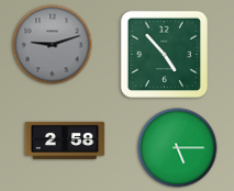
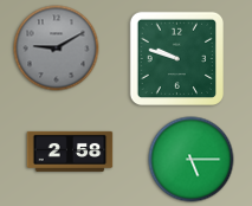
clock at (53, 45): 9:12 -> 9:10
clock at (165, 55): 4:53 -> 9:48
